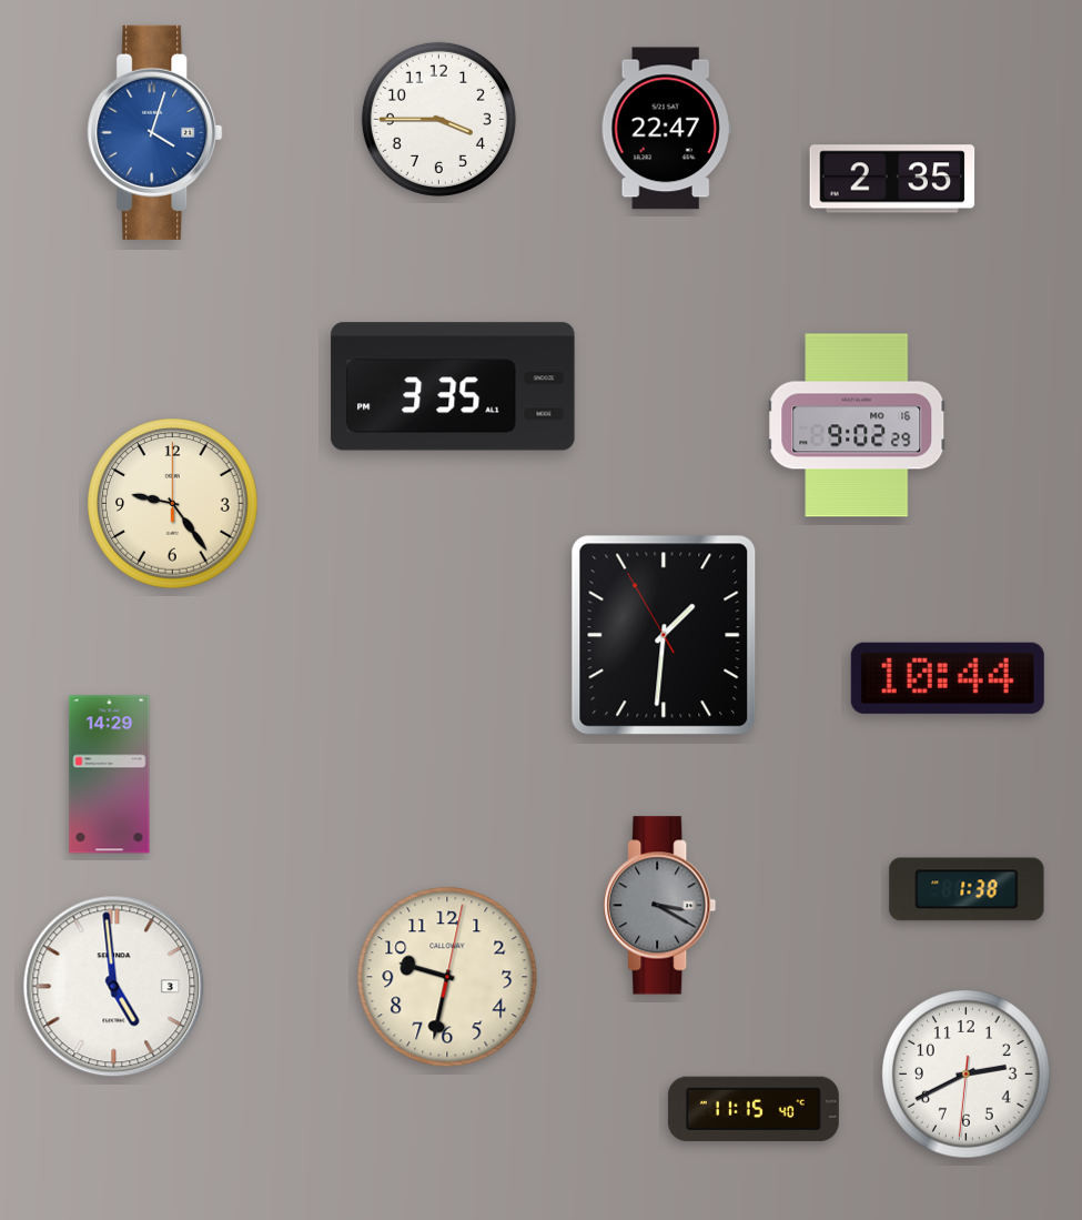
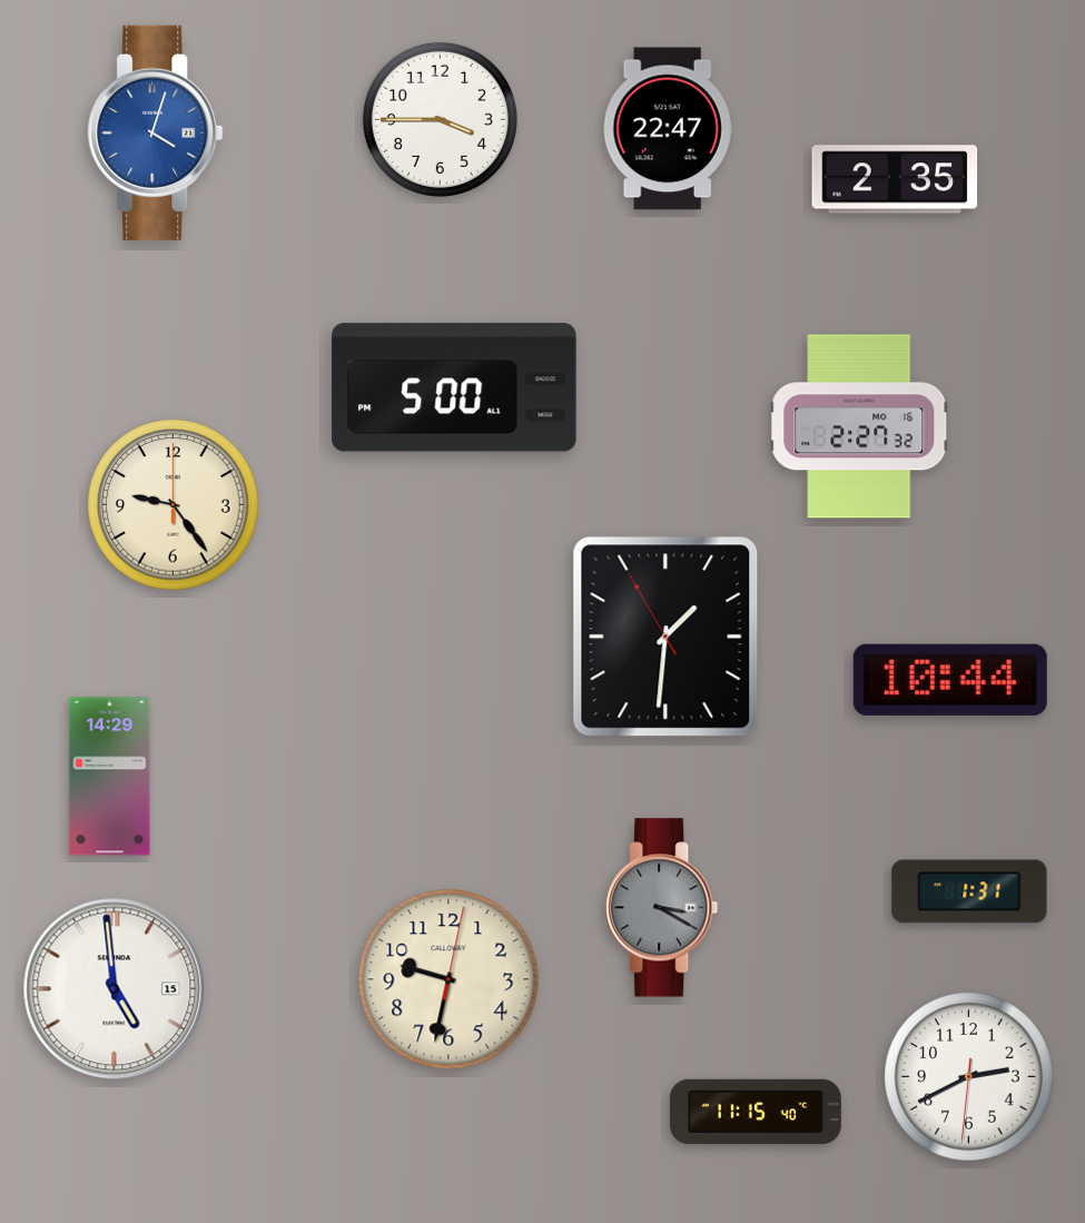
clock at (453, 386): 3:35 -> 5:00
clock at (857, 425): 9:02 -> 2:27
clock at (967, 889): 1:38 -> 1:31
clock at (114, 987) date: 3 -> 15
